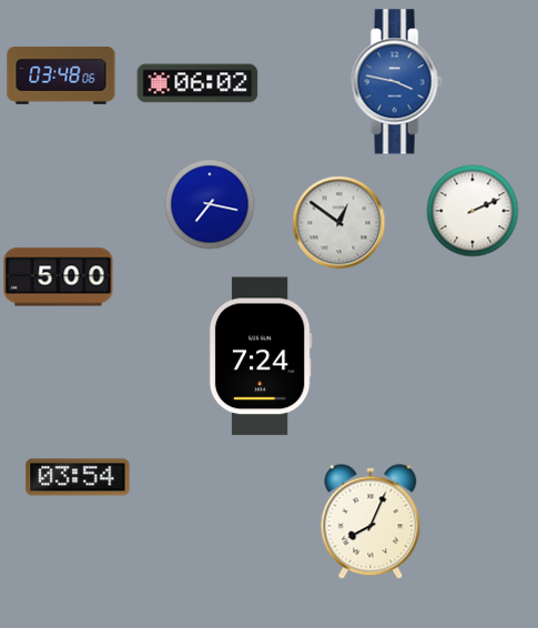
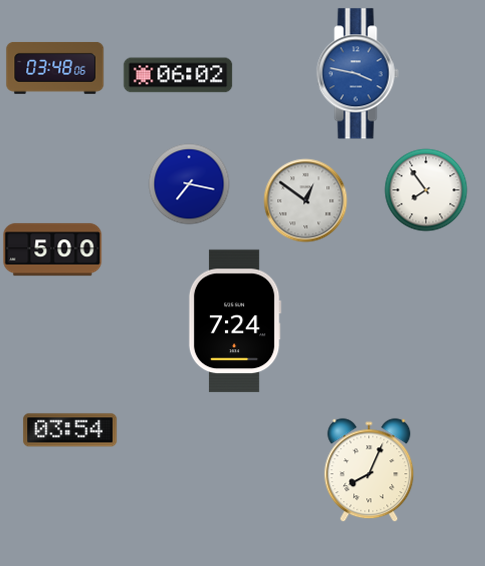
clock at (473, 211): 2:11 -> 7:54
clock at (370, 523) position: (370, 523) -> (369, 471)
